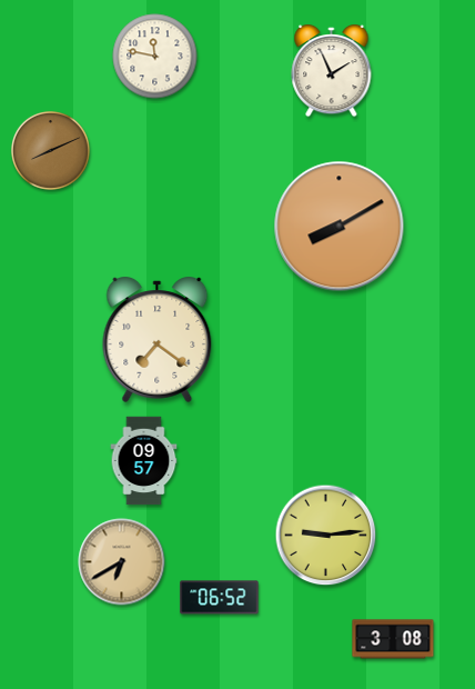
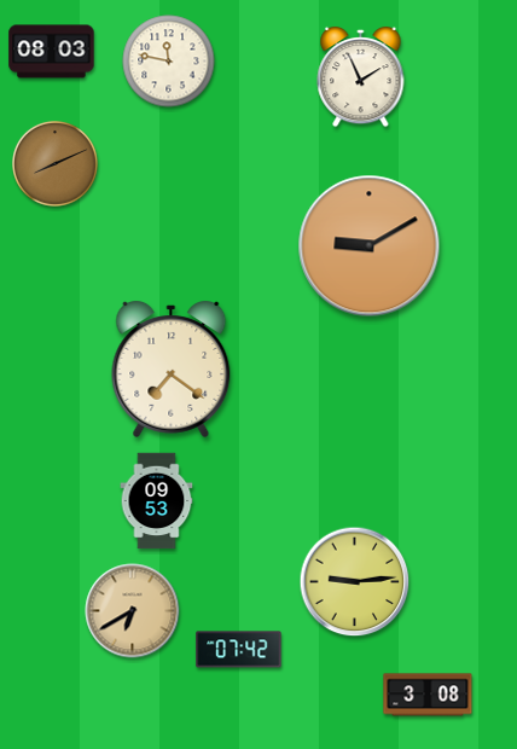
clock at (52, 52): none -> 08:03
clock at (340, 227): 8:10 -> 9:10
clock at (144, 461): 09:57 -> 09:53
clock at (220, 598): 06:52 -> 07:42
